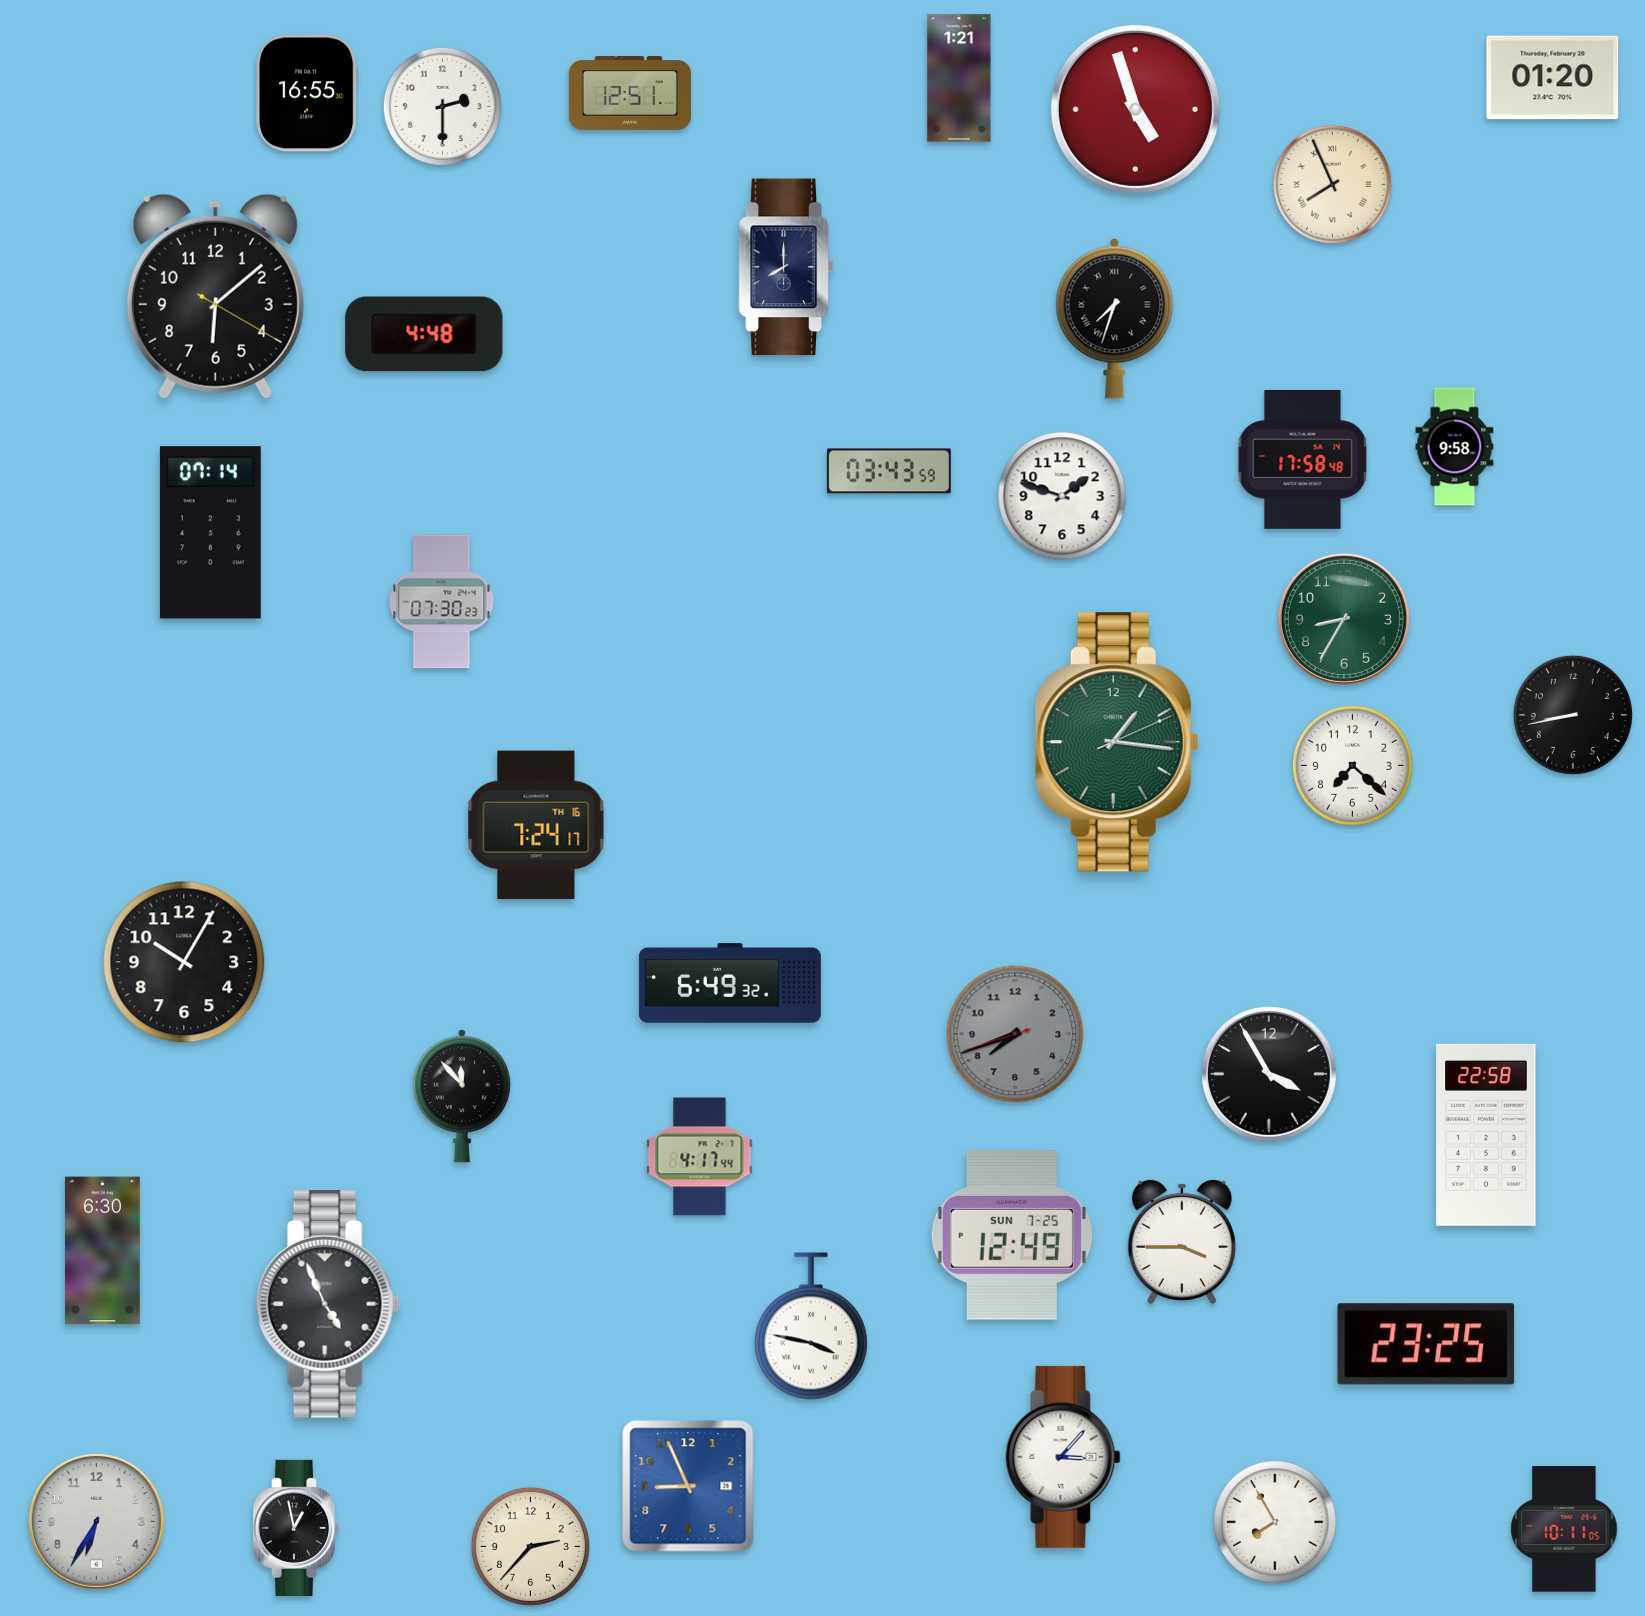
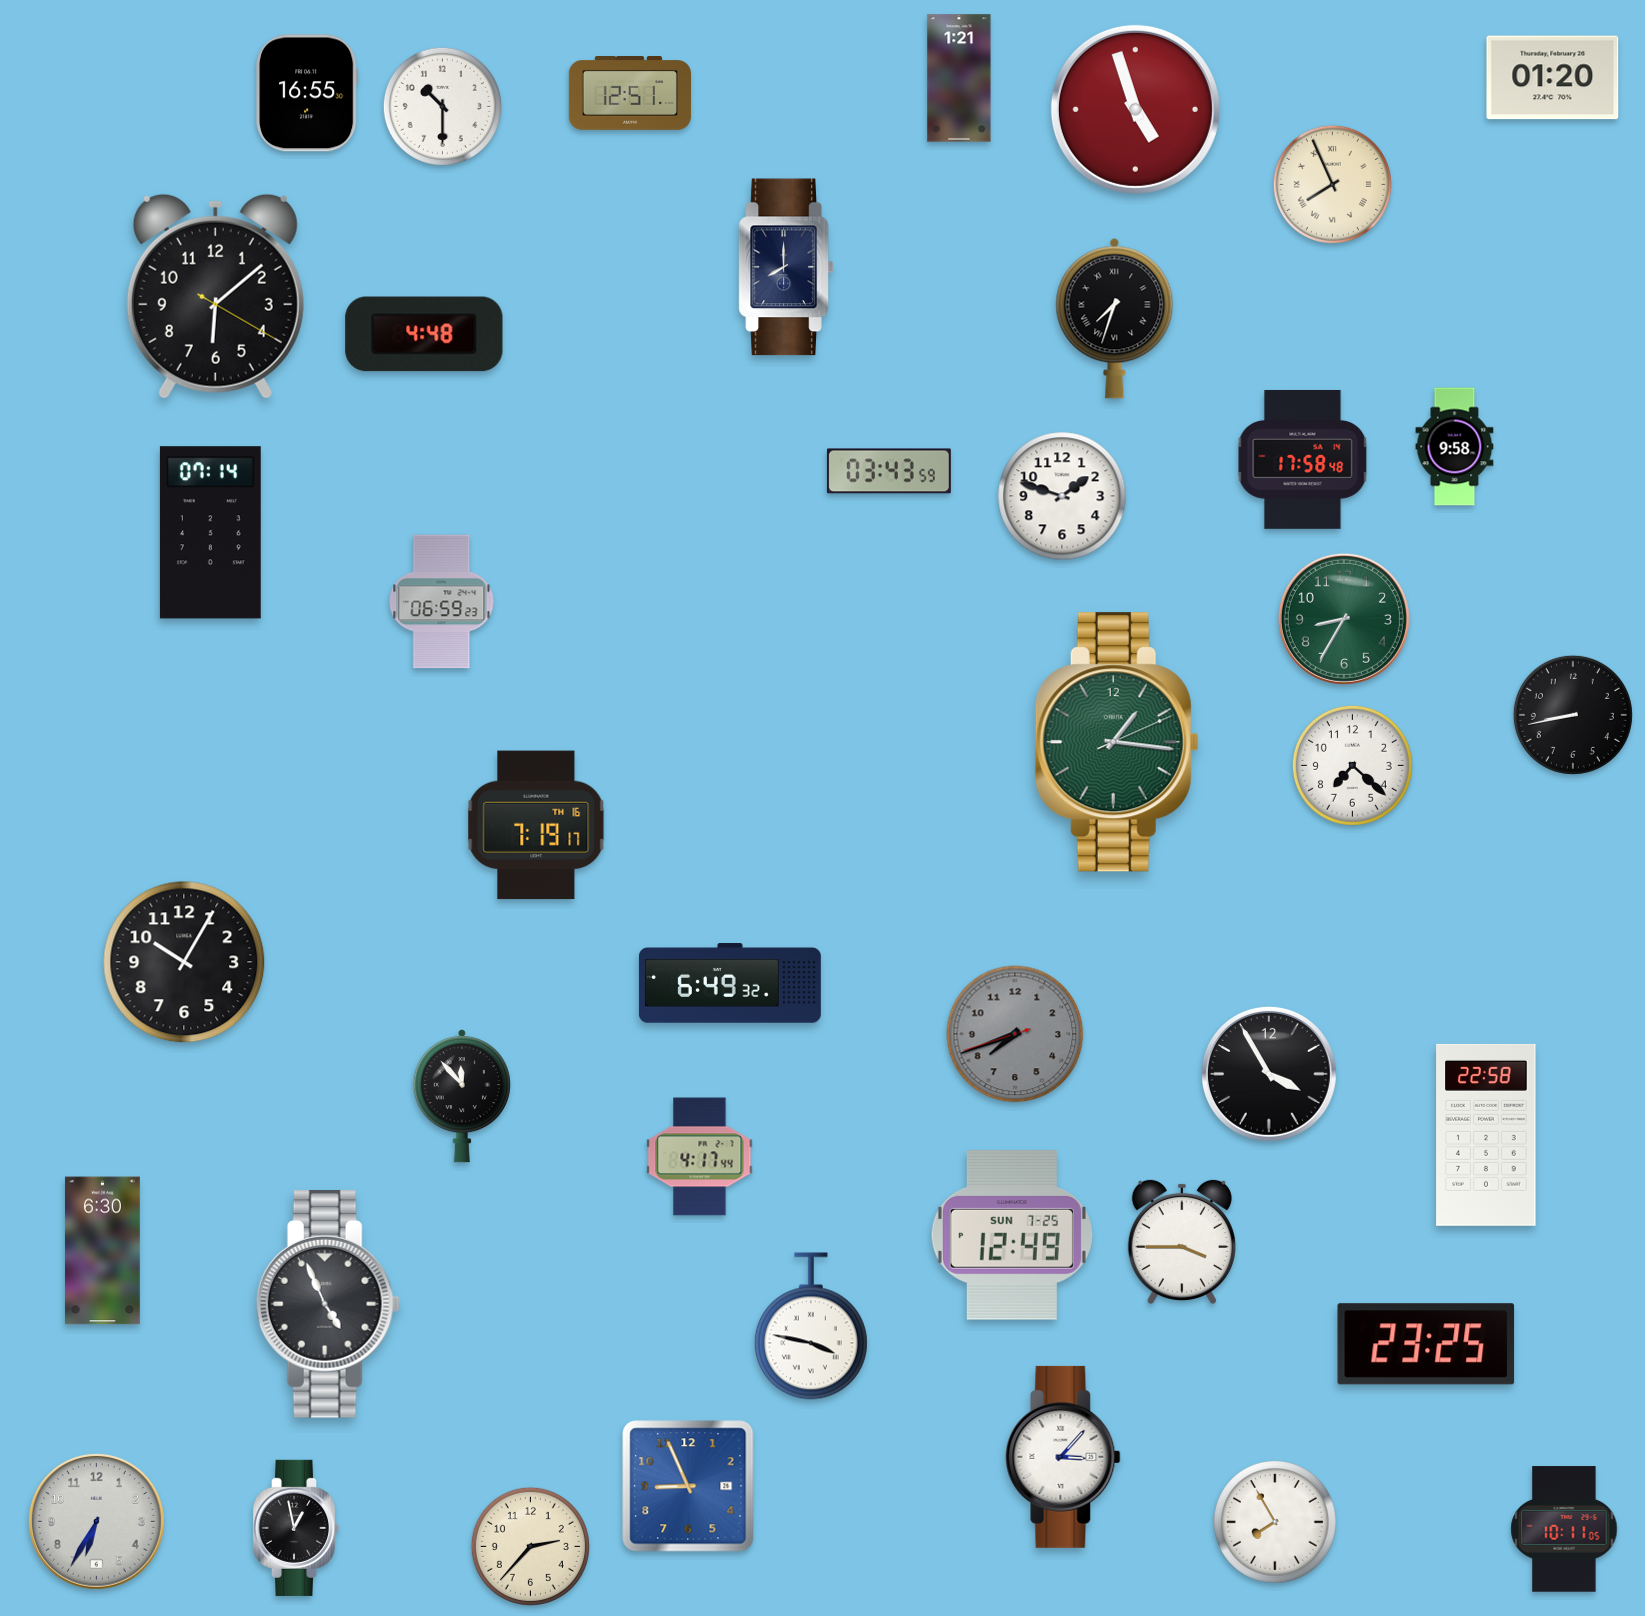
clock at (442, 106): 2:30 -> 10:30
clock at (442, 602): 07:30 -> 06:59
clock at (536, 825): 7:24 -> 7:19
